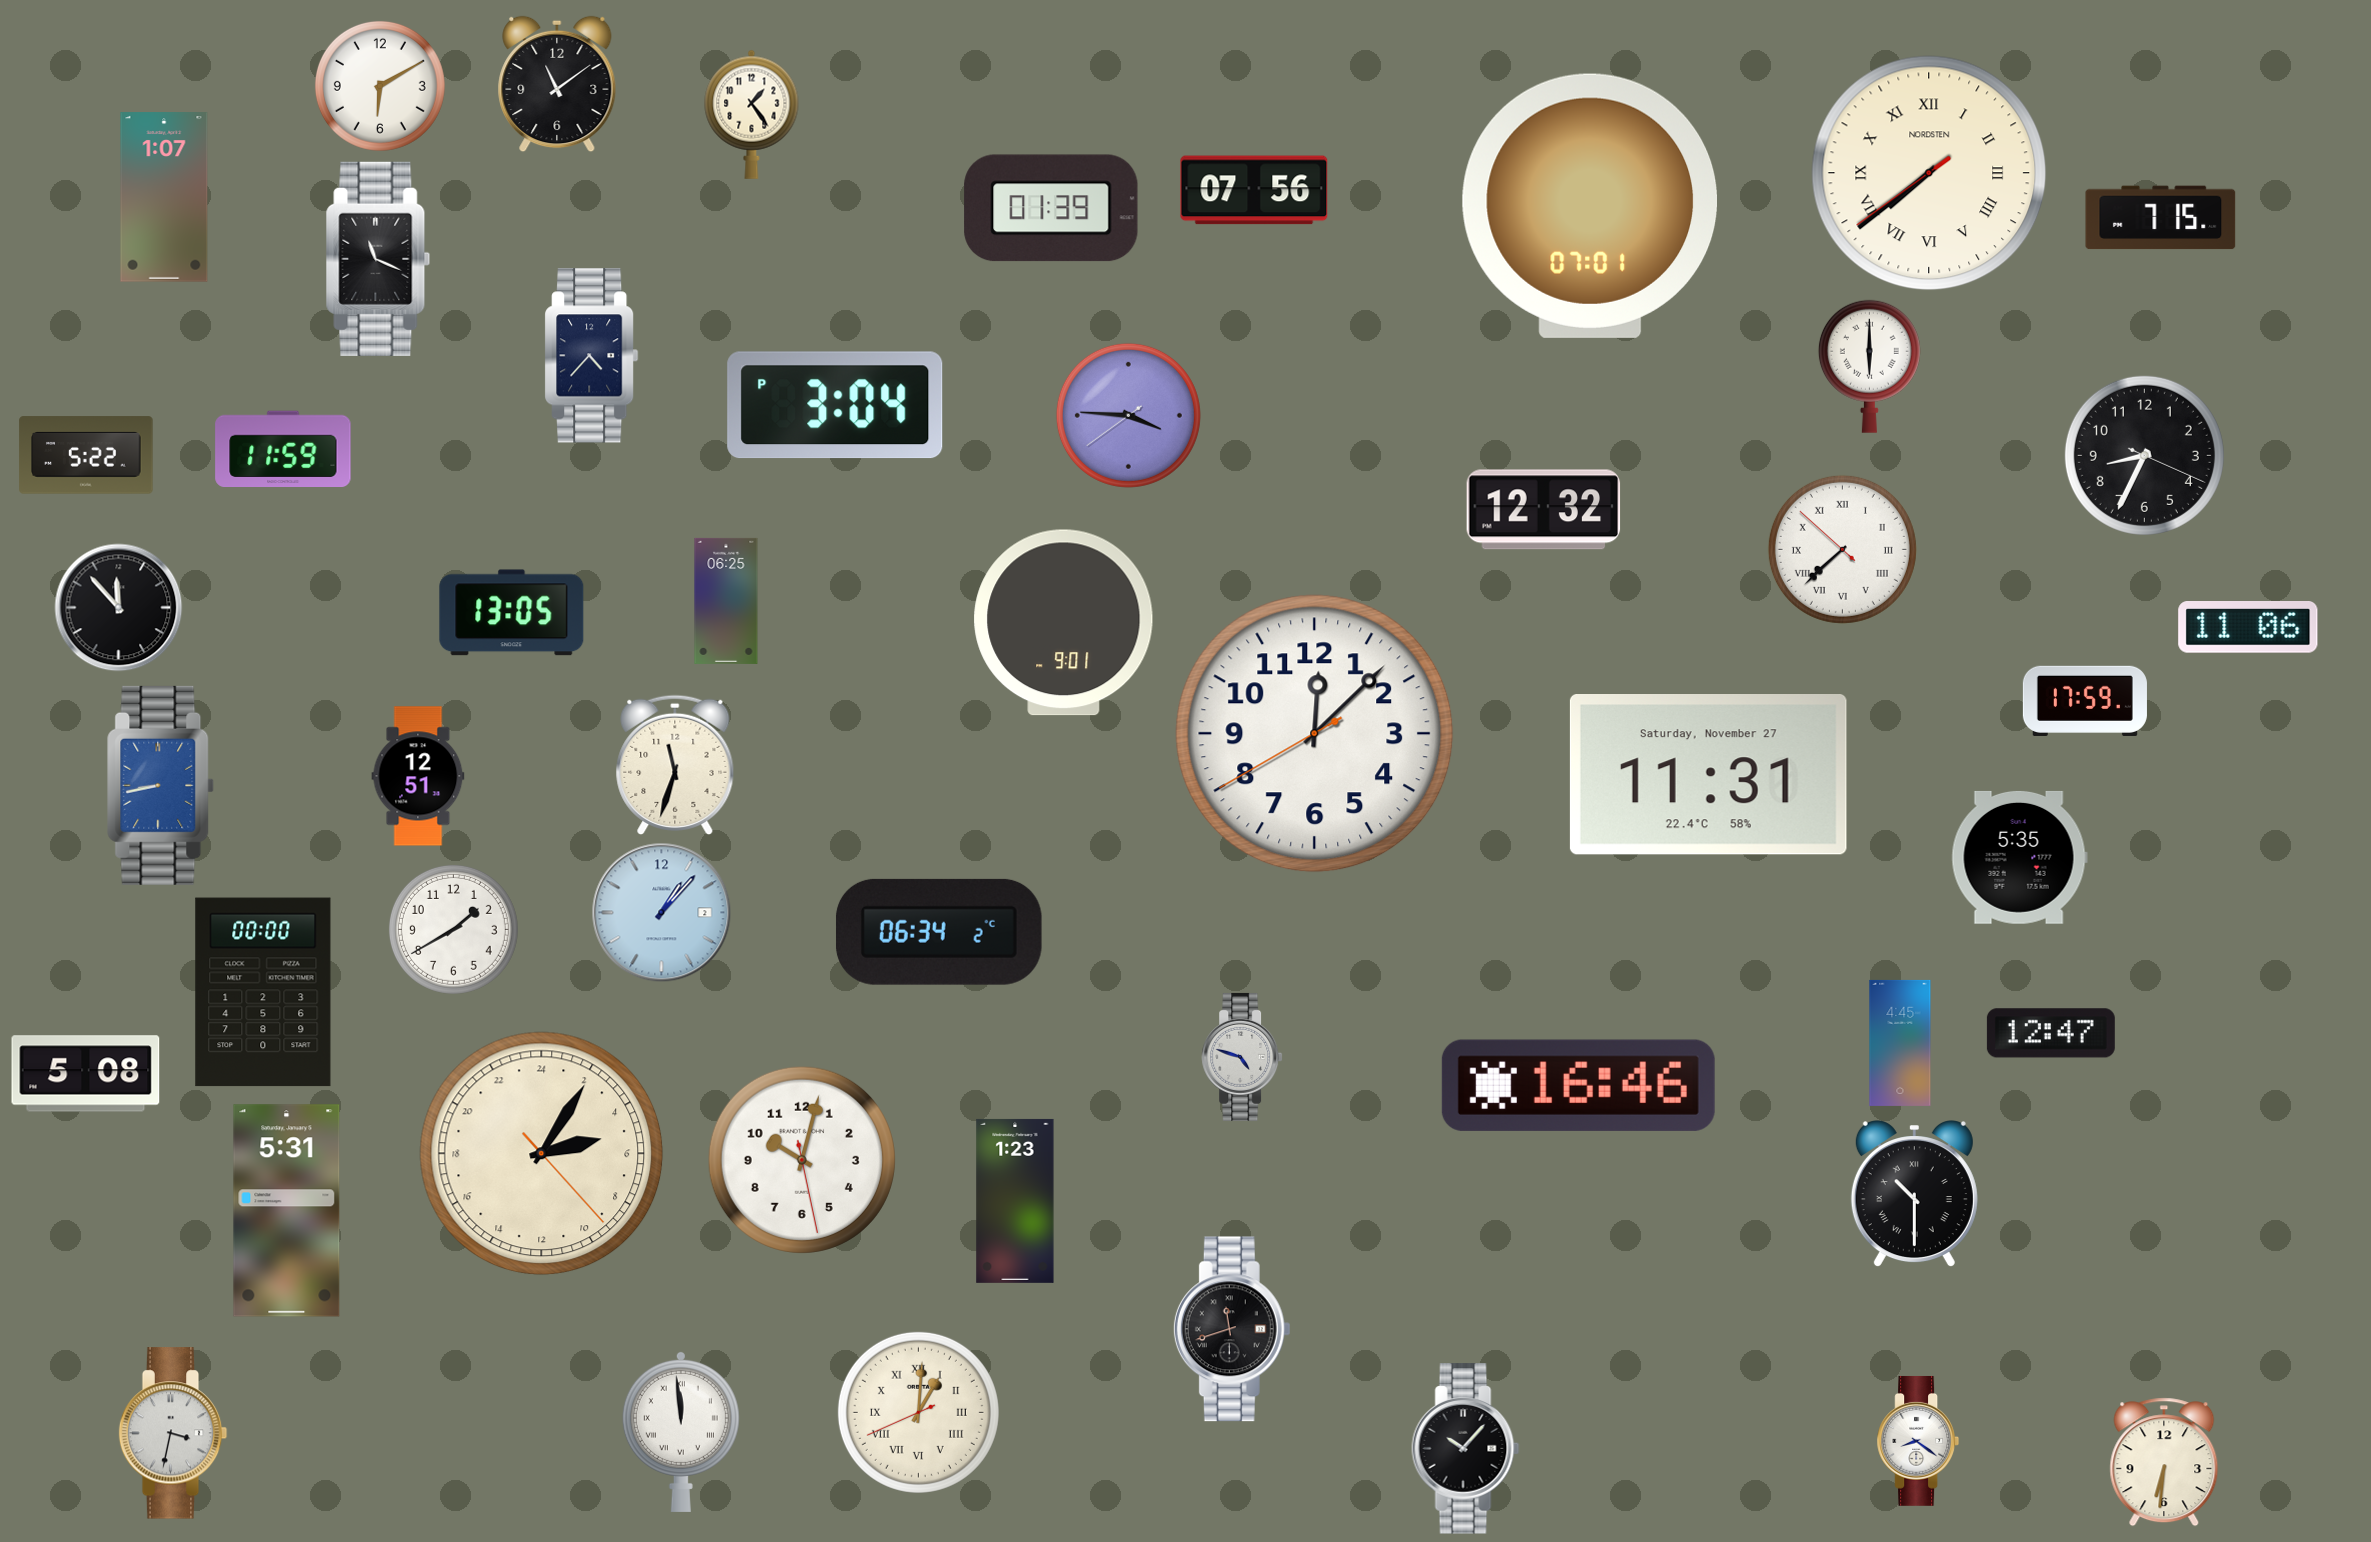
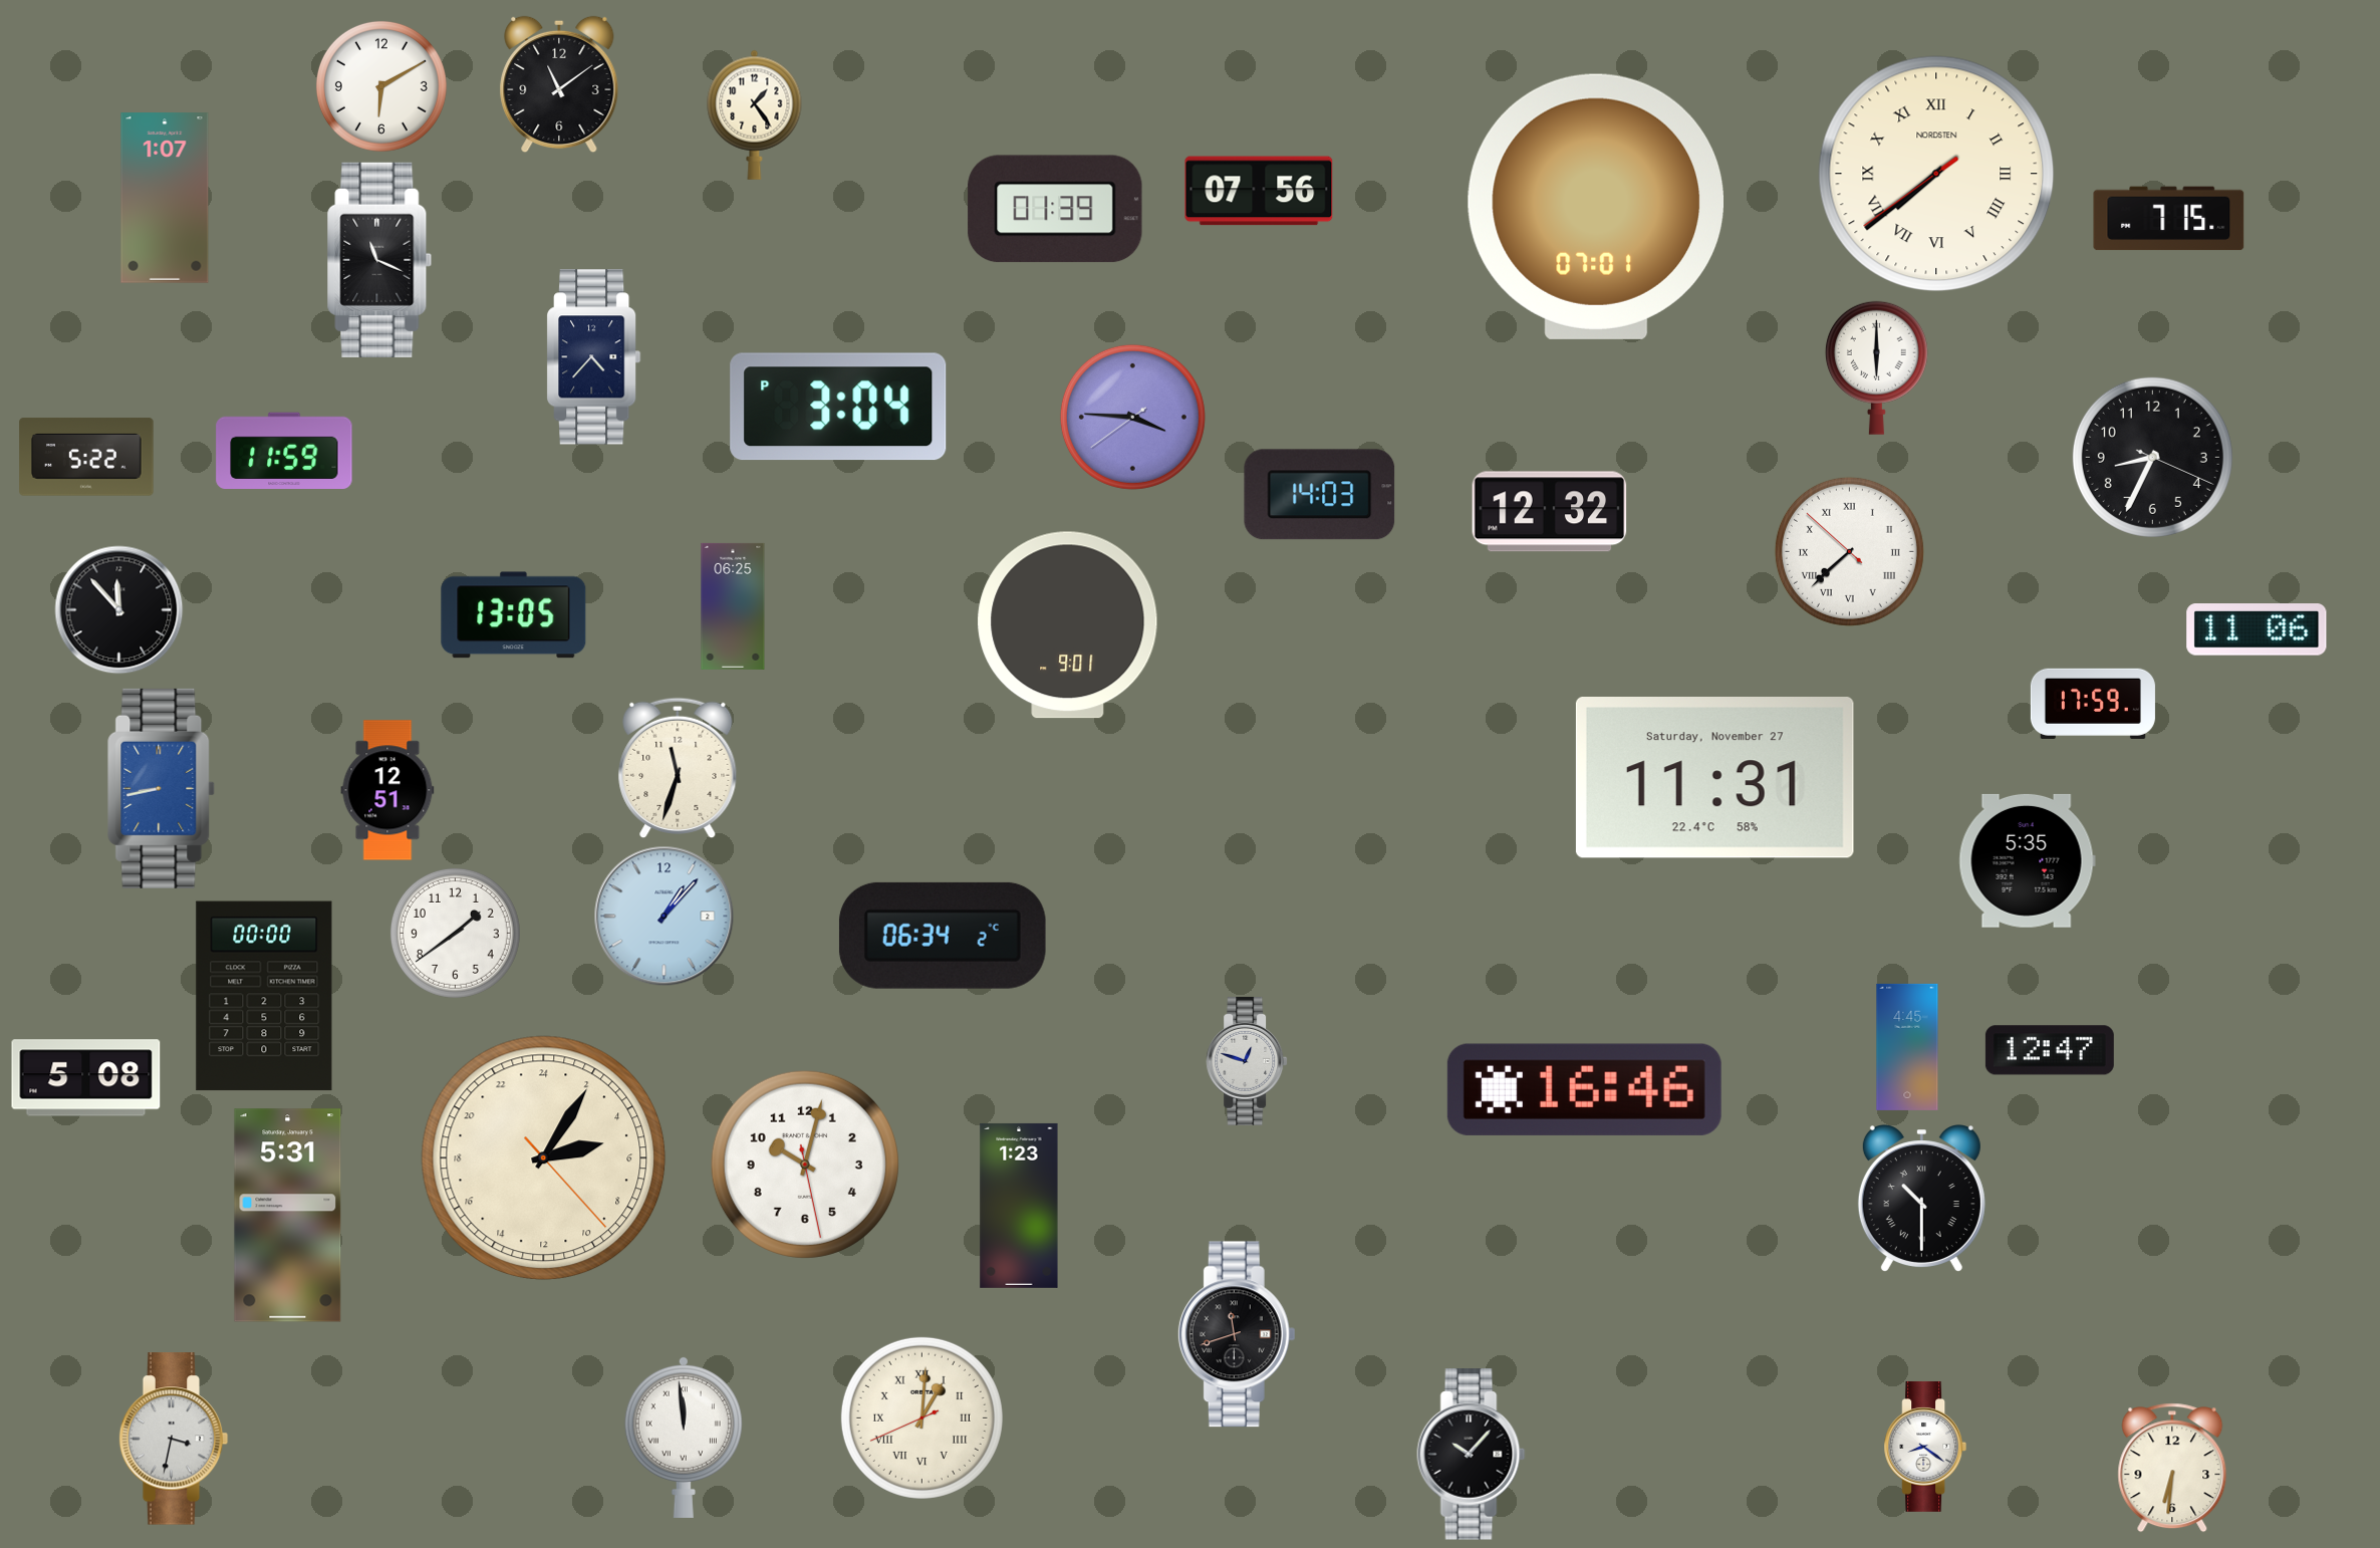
clock at (1320, 495): none -> 14:03
clock at (726, 601) position: (726, 601) -> (733, 606)
clock at (1315, 734): 12:07 -> none
clock at (418, 776) position: (418, 776) -> (387, 790)
clock at (453, 929): 1:40 -> 1:39
clock at (2051, 1033) position: (2051, 1033) -> (2050, 1050)
clock at (1242, 1057): 4:48 -> 12:48
